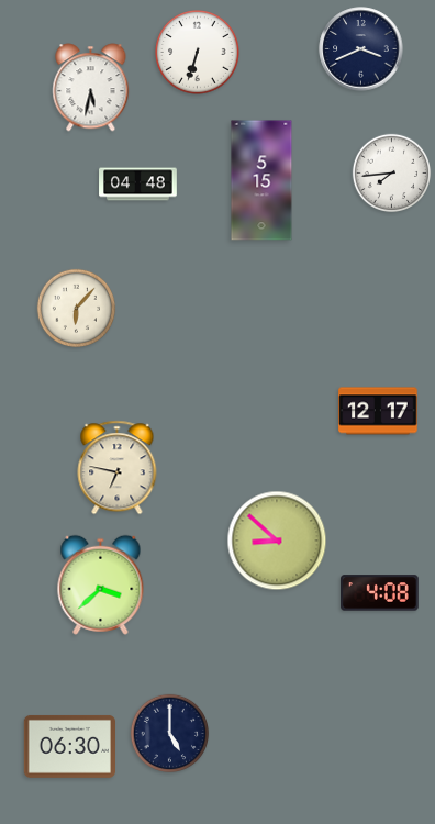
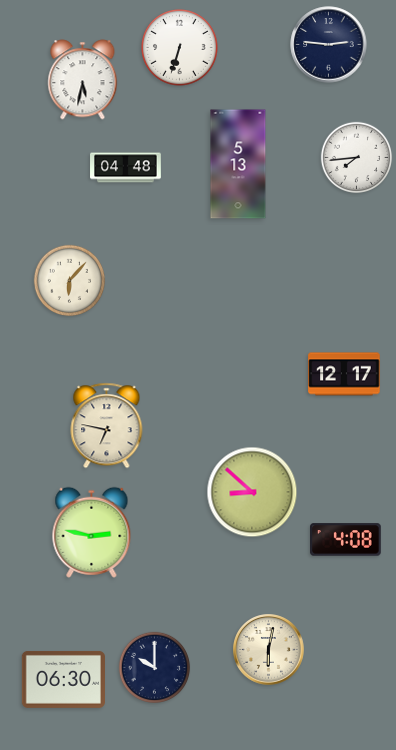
clock at (361, 49): 3:41 -> 2:46
clock at (261, 180): 5:15 -> 5:13
clock at (101, 584): 3:38 -> 2:47
clock at (269, 650): none -> 6:02
clock at (170, 734): 5:00 -> 10:00
